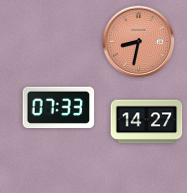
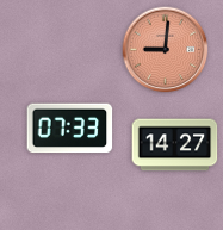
clock at (139, 42): 8:32 -> 9:01
